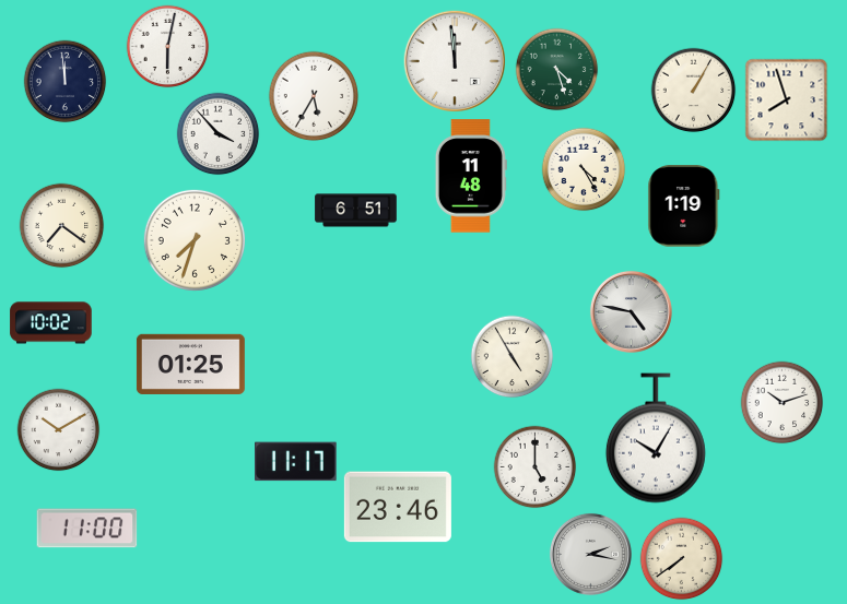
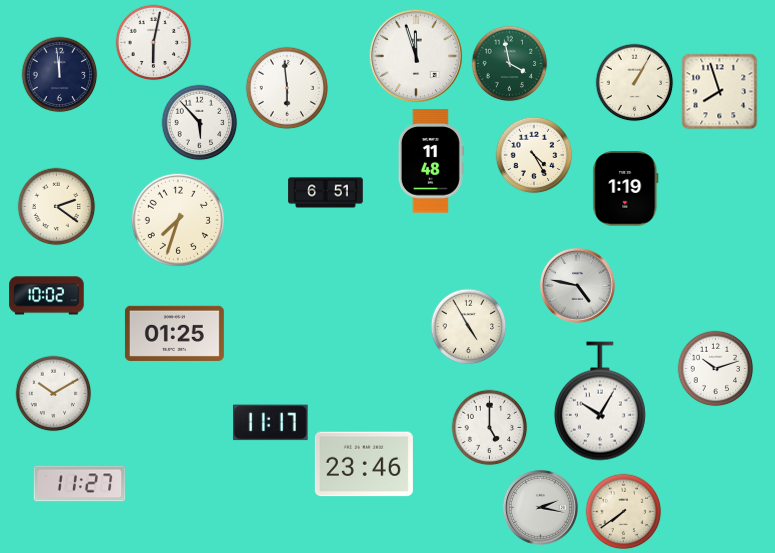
clock at (454, 60): 11:59 -> 11:57
clock at (557, 70): 4:27 -> 3:58
clock at (314, 96): 5:35 -> 5:59
clock at (219, 134): 3:53 -> 5:53
clock at (62, 226): 7:21 -> 2:21
clock at (87, 529): 11:00 -> 11:27
